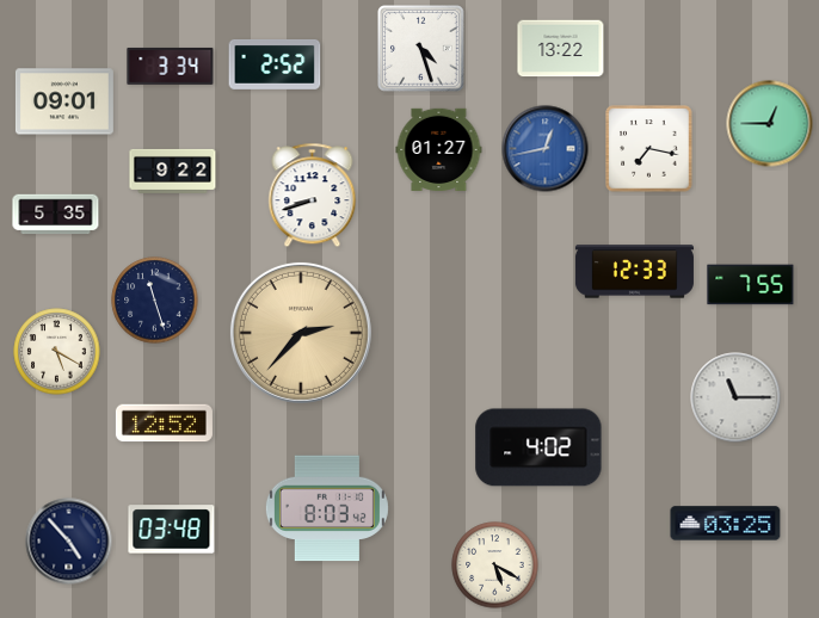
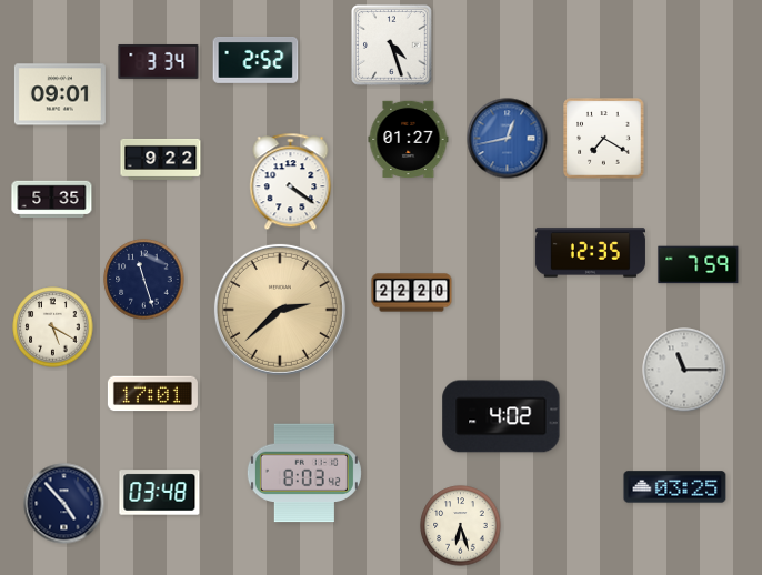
clock at (561, 49): 13:22 -> none
clock at (770, 124): 12:45 -> none
clock at (649, 149): 7:17 -> 7:20
clock at (313, 196): 8:42 -> 4:21
clock at (634, 272): 12:33 -> 12:35
clock at (751, 285): 7:55 -> 7:59
clock at (412, 293): none -> 22:20
clock at (301, 333): 2:37 -> 2:38
clock at (164, 424): 12:52 -> 17:01
clock at (495, 566): 5:20 -> 6:27
